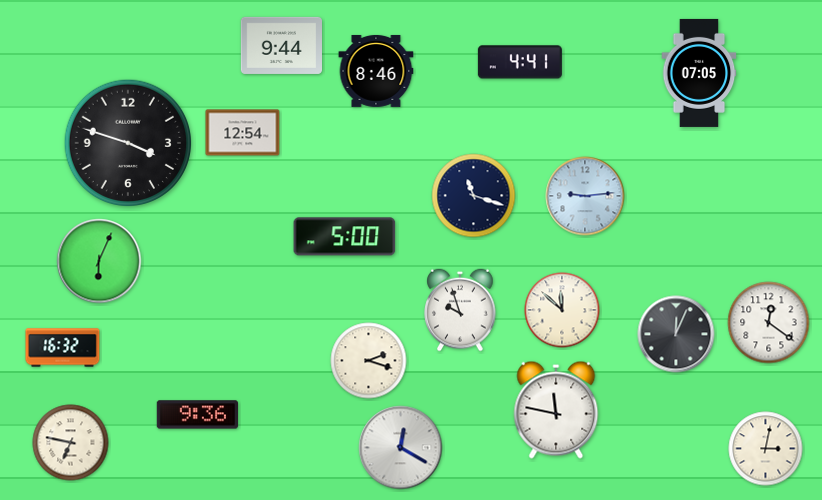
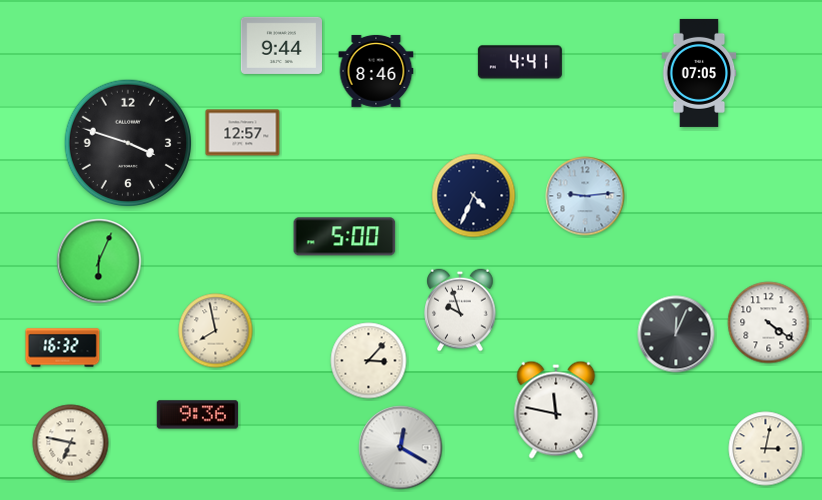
clock at (243, 133): 12:54 -> 12:57
clock at (474, 196): 11:18 -> 4:34
clock at (562, 310): 11:52 -> none
clock at (769, 323): 12:21 -> 4:21
clock at (216, 331): none -> 7:58
clock at (369, 361): 2:18 -> 3:07
